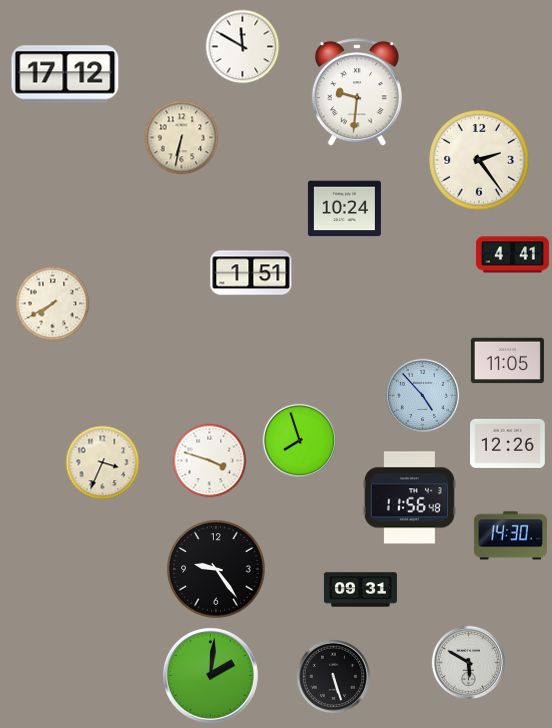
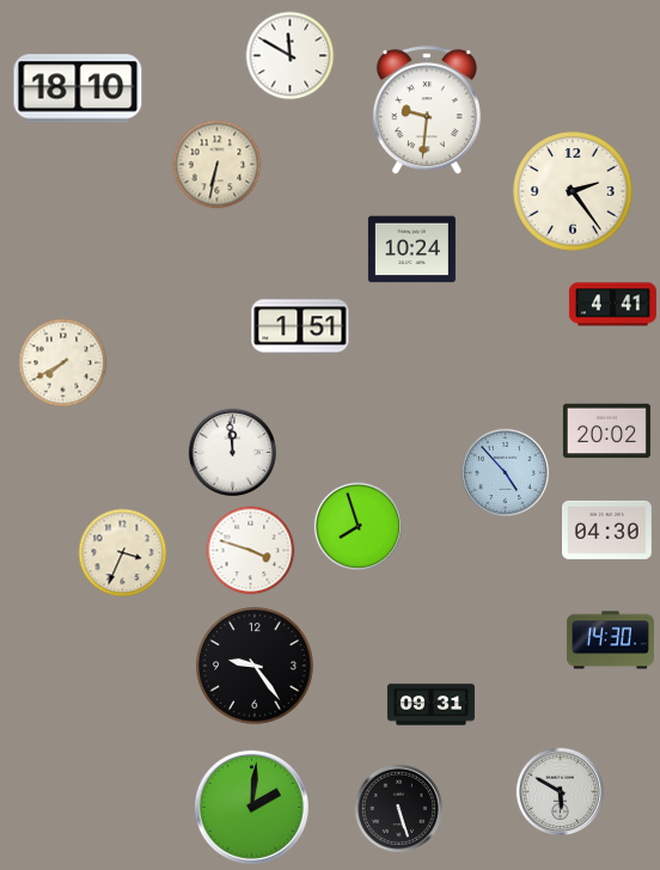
clock at (65, 74): 17:12 -> 18:10
clock at (507, 361): 11:05 -> 20:02
clock at (232, 452): none -> 11:59
clock at (508, 443): 12:26 -> 04:30
clock at (409, 498): 11:56 -> none
clock at (216, 569) position: (216, 569) -> (255, 666)
